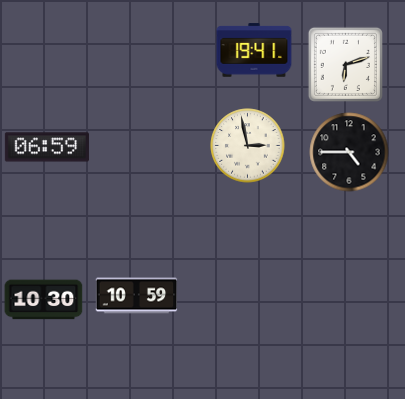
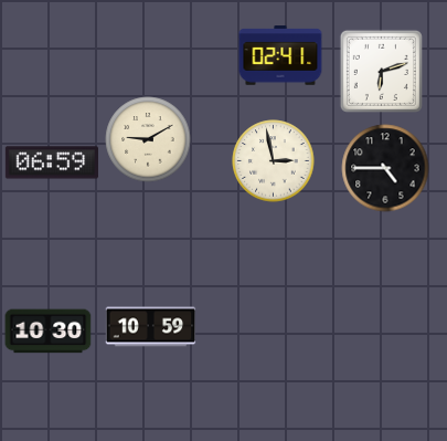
clock at (254, 50): 19:41 -> 02:41
clock at (148, 139): none -> 9:10
